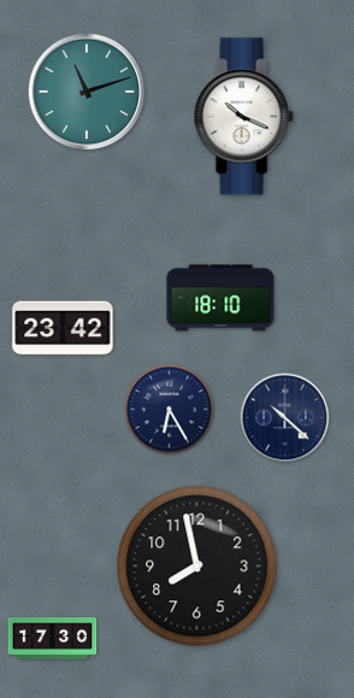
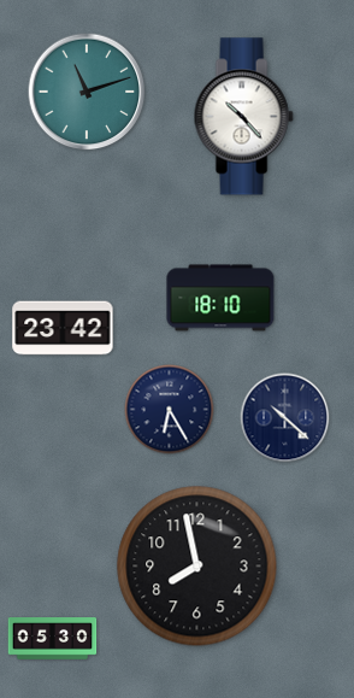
clock at (243, 117): 10:19 -> 10:23
clock at (53, 639): 17:30 -> 05:30
